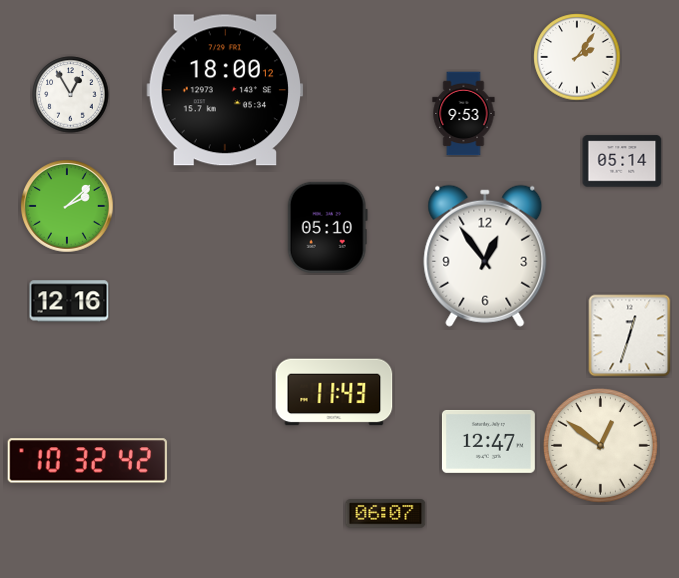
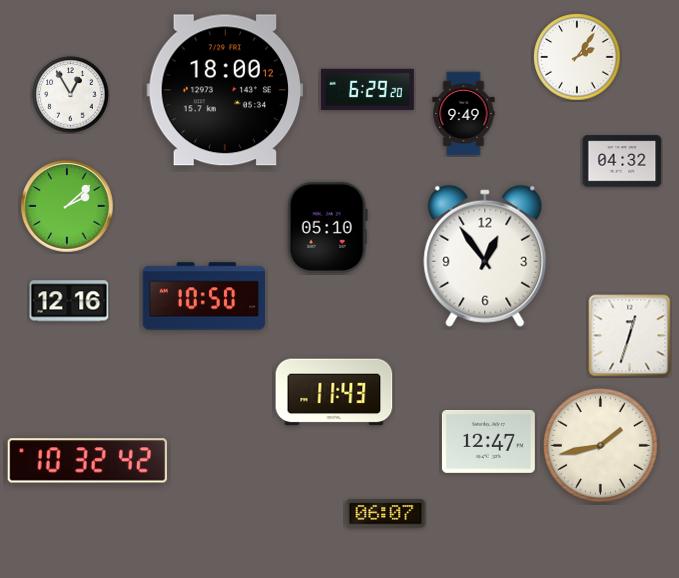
clock at (367, 89): none -> 6:29
clock at (464, 114): 9:53 -> 9:49
clock at (622, 161): 05:14 -> 04:32
clock at (204, 296): none -> 10:50
clock at (600, 445): 12:51 -> 1:43
